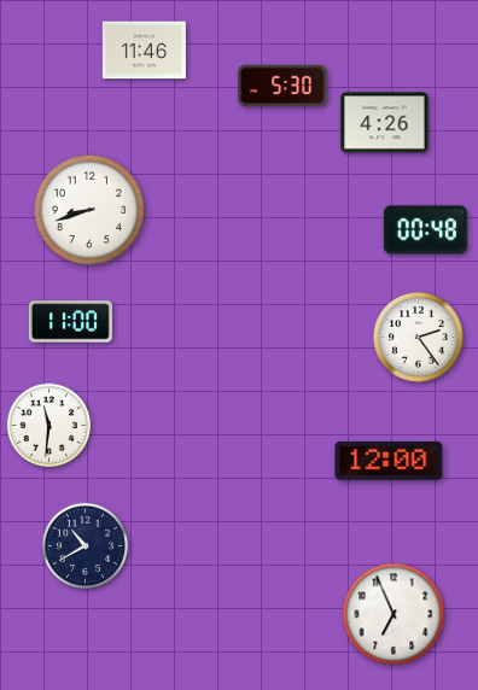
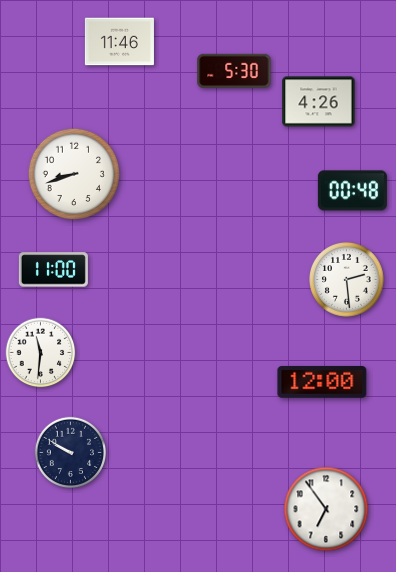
clock at (70, 322) position: (70, 322) -> (53, 270)
clock at (419, 338): 2:24 -> 2:29
clock at (84, 545): 10:40 -> 9:50
clock at (394, 614): 6:56 -> 6:54
